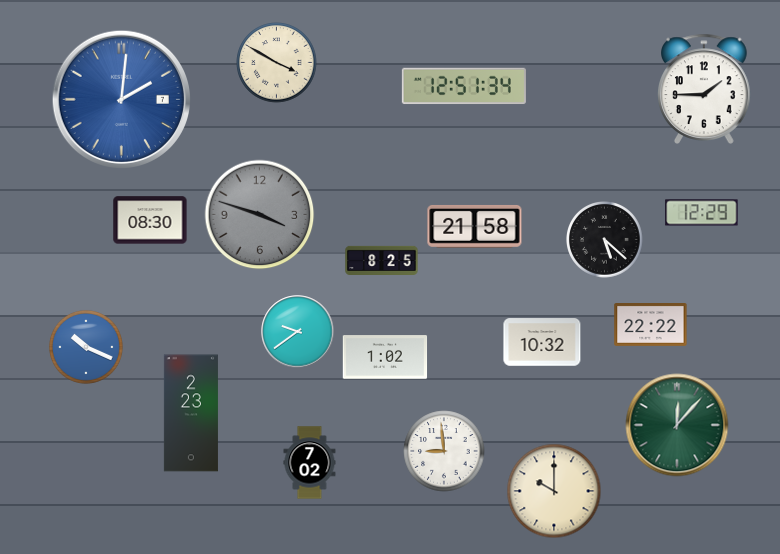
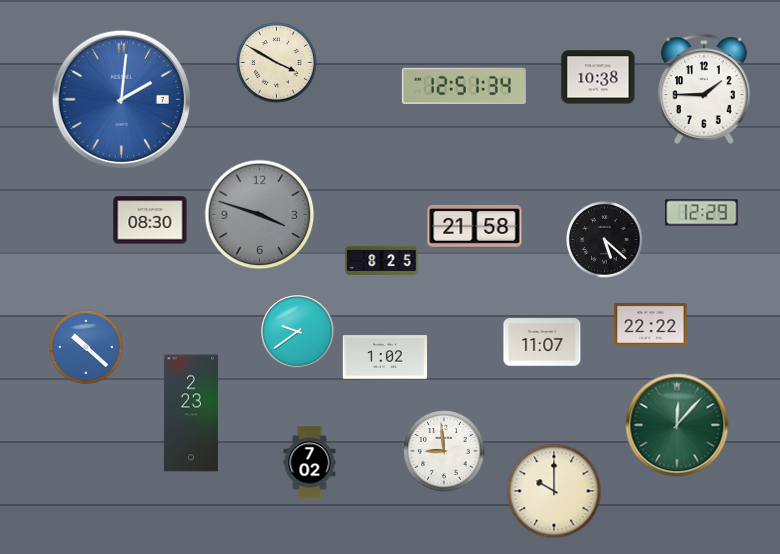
clock at (598, 77): none -> 10:38
clock at (542, 342): 10:32 -> 11:07
clock at (86, 347): 10:19 -> 10:22
